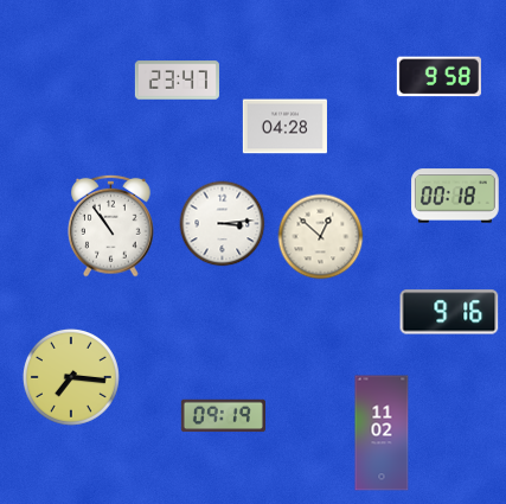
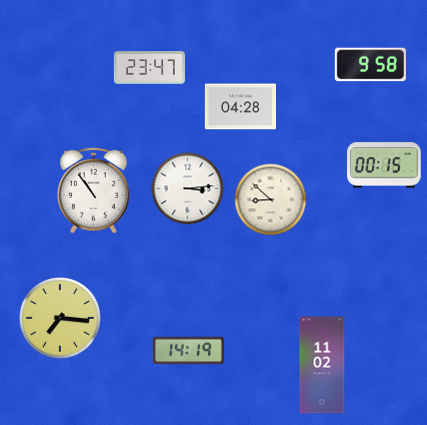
clock at (455, 196): 00:18 -> 00:15
clock at (321, 237): 12:52 -> 8:52
clock at (449, 312): 9:16 -> none
clock at (223, 416): 09:19 -> 14:19
